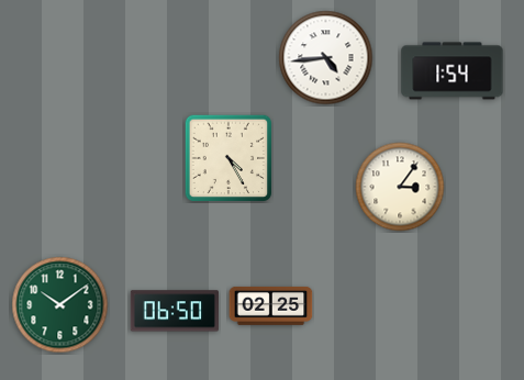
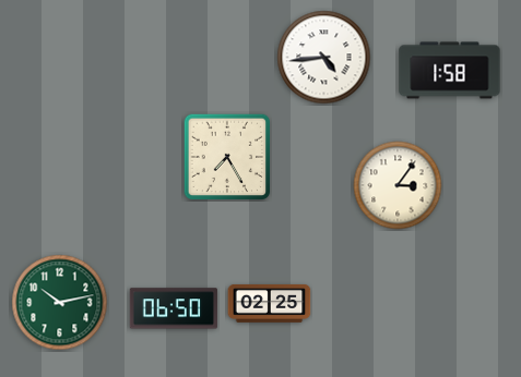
clock at (453, 71): 1:54 -> 1:58
clock at (228, 158): 4:25 -> 7:25
clock at (60, 305): 10:09 -> 10:13
